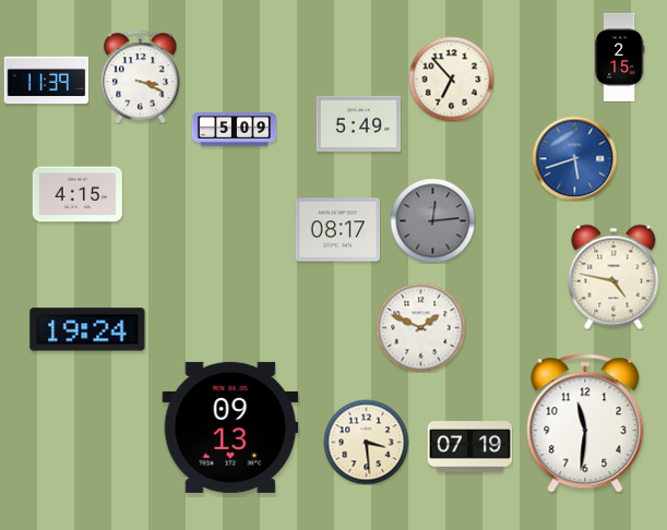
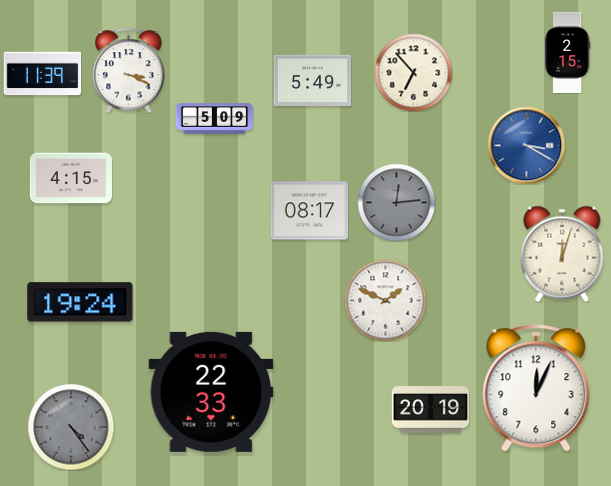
clock at (358, 123) position: (358, 123) -> (312, 80)
clock at (574, 158): 5:42 -> 3:20
clock at (614, 277): 4:47 -> 12:03
clock at (585, 423): 11:31 -> 12:04
clock at (230, 427): 09:13 -> 22:33
clock at (366, 442): 3:29 -> none
clock at (469, 447): 07:19 -> 20:19
clock at (71, 427): none -> 4:24
